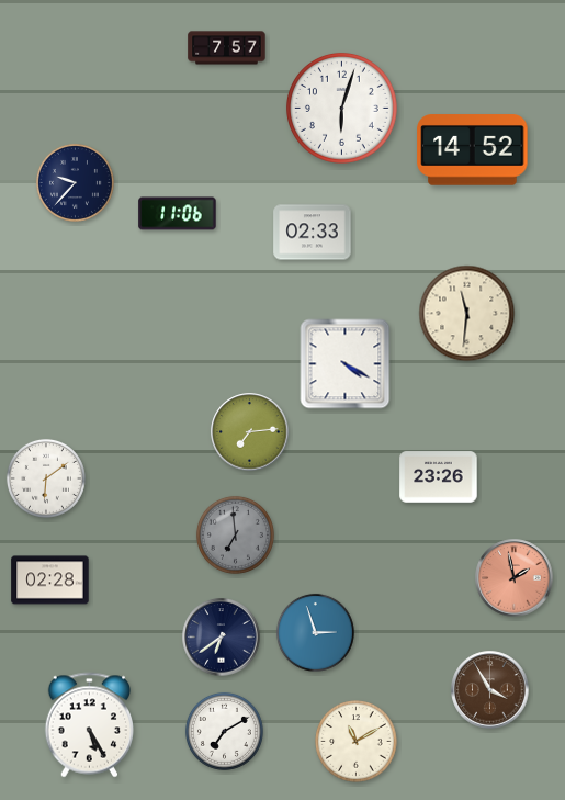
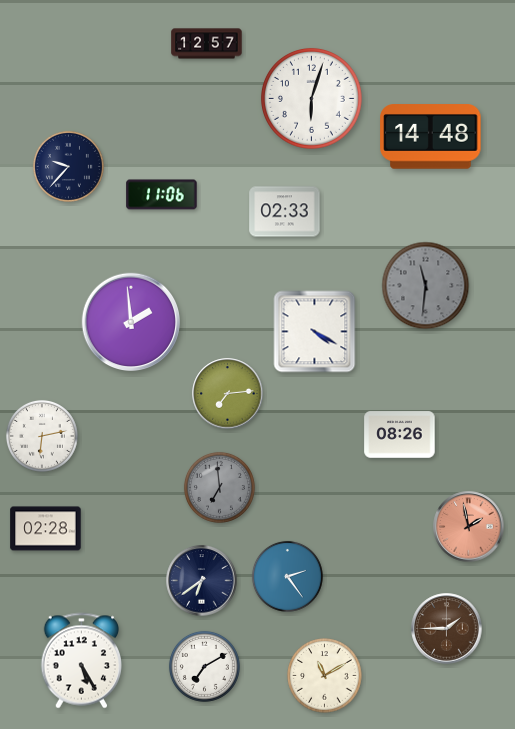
clock at (227, 48): 7:57 -> 12:57
clock at (473, 150): 14:52 -> 14:48
clock at (467, 314) dial: cream -> grey
clock at (130, 321): none -> 1:59
clock at (439, 477): 23:26 -> 08:26
clock at (46, 478): 6:09 -> 6:13
clock at (235, 534) position: (235, 534) -> (219, 487)
clock at (315, 632): 2:57 -> 2:24
clock at (490, 690): 3:55 -> 1:45
